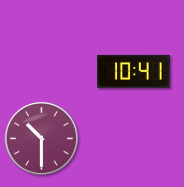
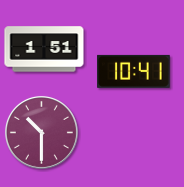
clock at (44, 49): none -> 1:51
clock at (41, 138) position: (41, 138) -> (41, 132)
